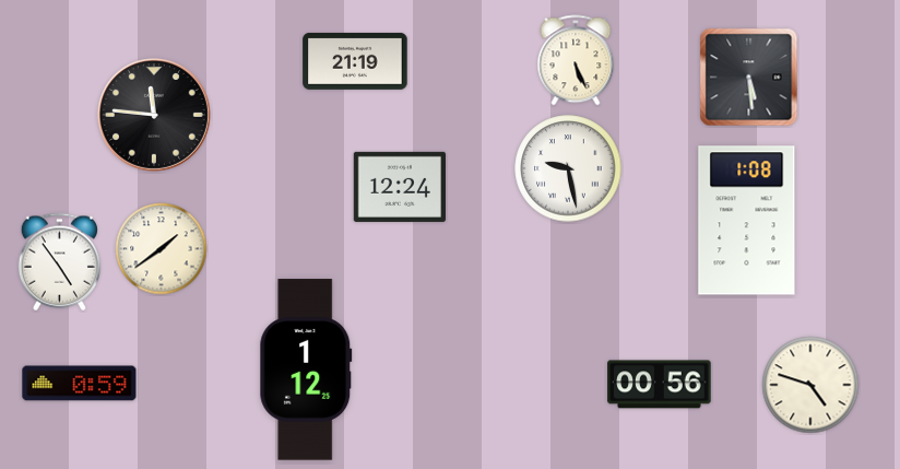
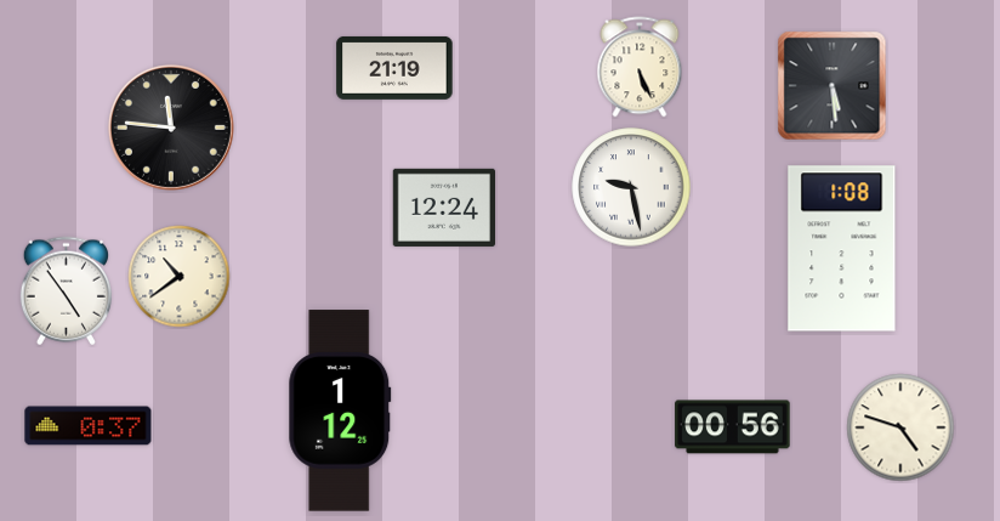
clock at (747, 221) position: (747, 221) -> (842, 249)
clock at (162, 249): 1:39 -> 10:39
clock at (80, 384): 0:59 -> 0:37
